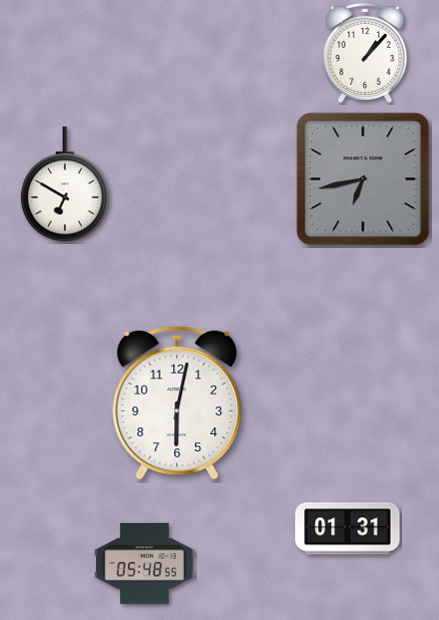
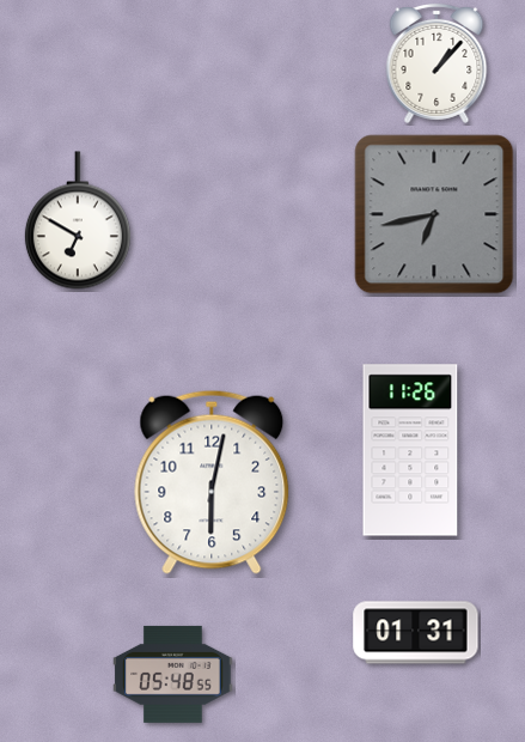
clock at (410, 450): none -> 11:26
